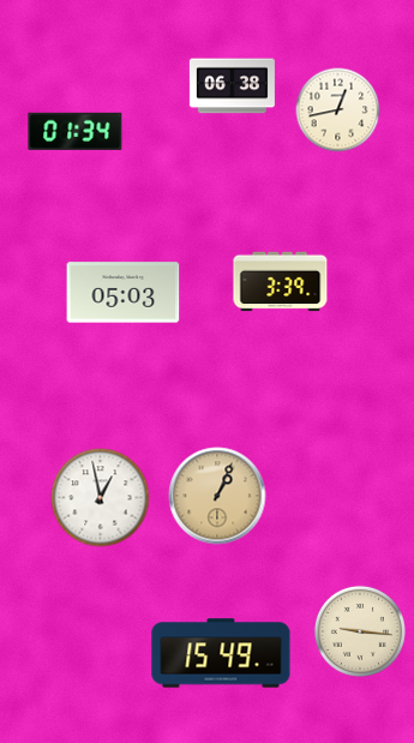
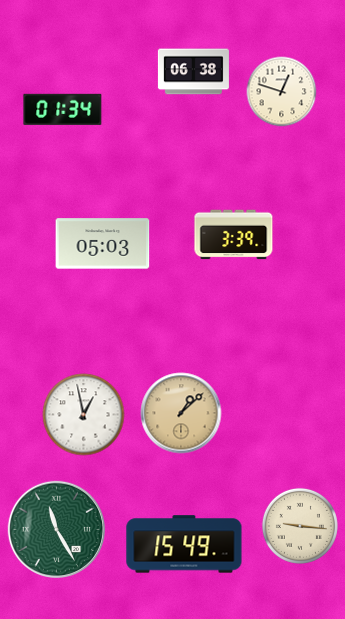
clock at (338, 110): 12:43 -> 12:48
clock at (217, 496): 1:04 -> 1:08
clock at (56, 529): none -> 11:25
